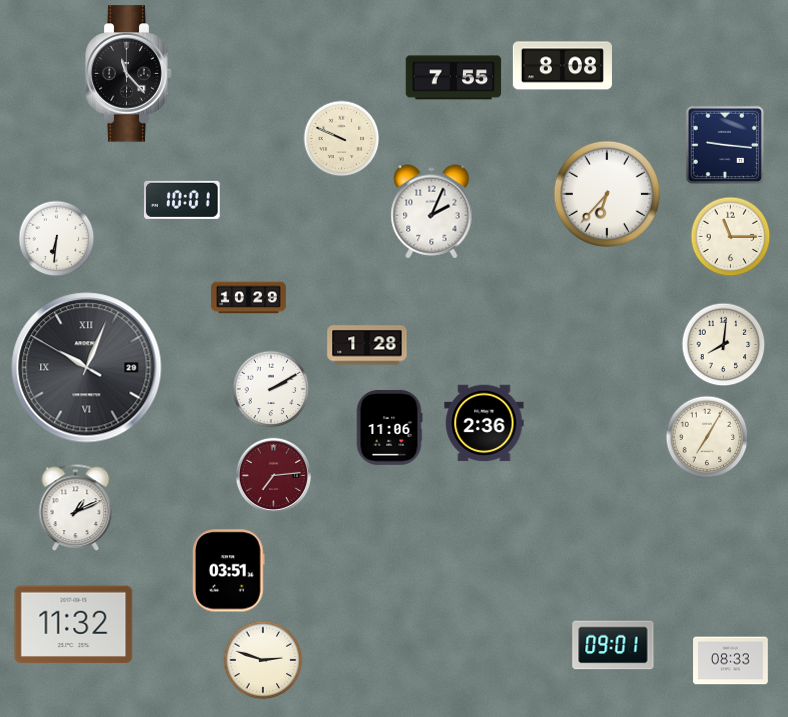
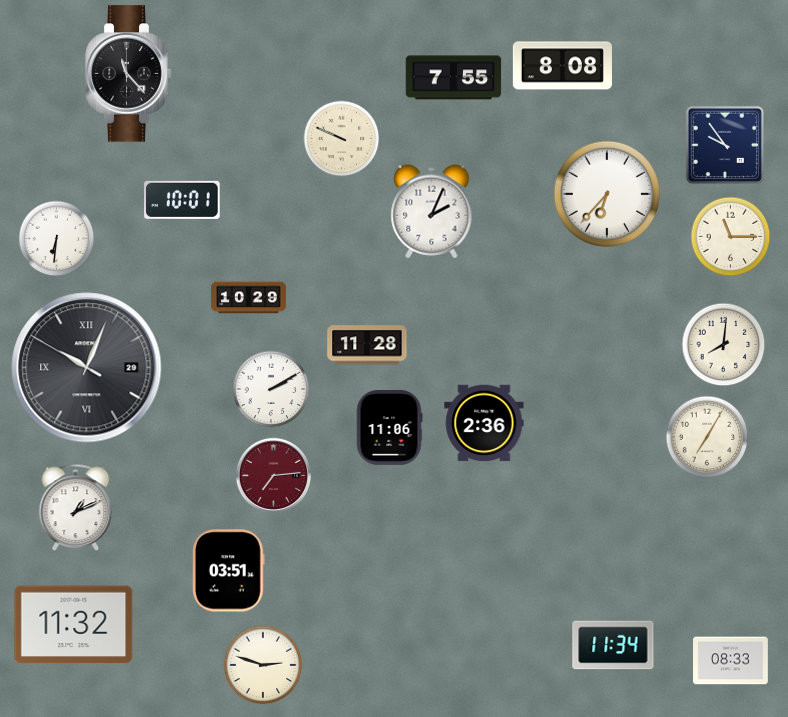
clock at (724, 144): 9:16 -> 9:54
clock at (367, 345): 1:28 -> 11:28
clock at (613, 645): 09:01 -> 11:34
clock at (263, 660) position: (263, 660) -> (263, 665)
